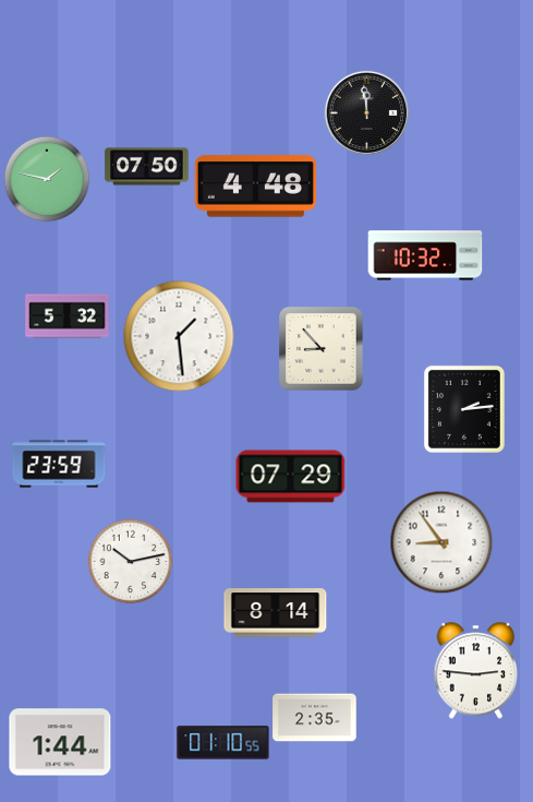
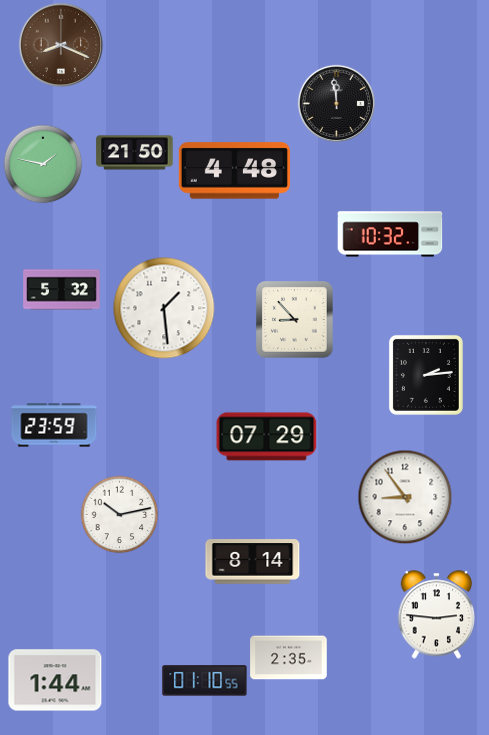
clock at (61, 45): none -> 8:19
clock at (147, 167): 07:50 -> 21:50
